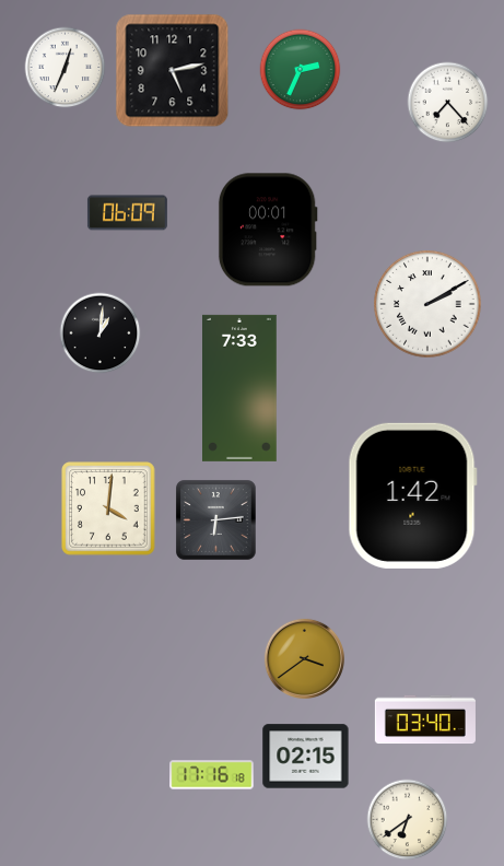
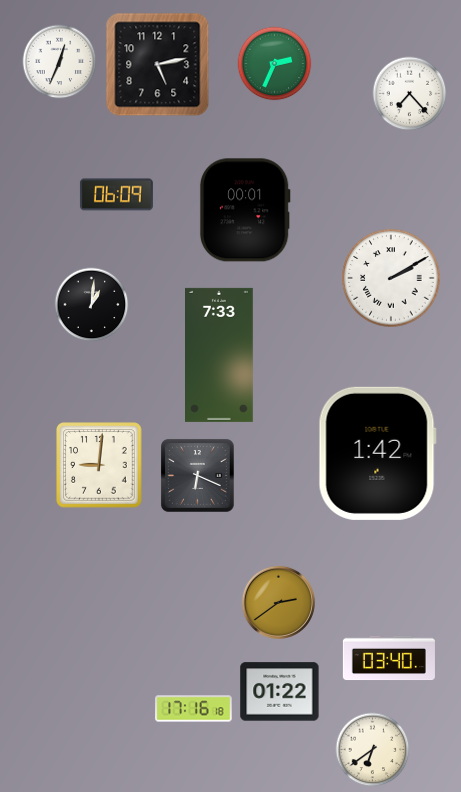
clock at (108, 508): 4:01 -> 9:01
clock at (216, 520): 6:14 -> 6:19
clock at (304, 658): 3:39 -> 2:39
clock at (306, 757): 02:15 -> 01:22
